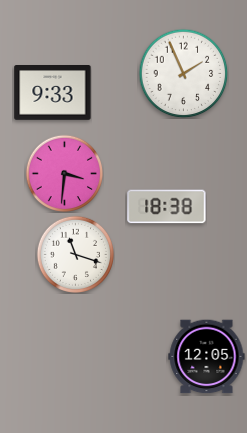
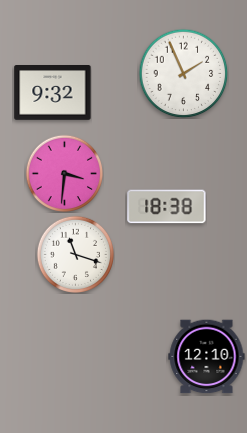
clock at (53, 93): 9:33 -> 9:32
clock at (207, 357): 12:05 -> 12:10
